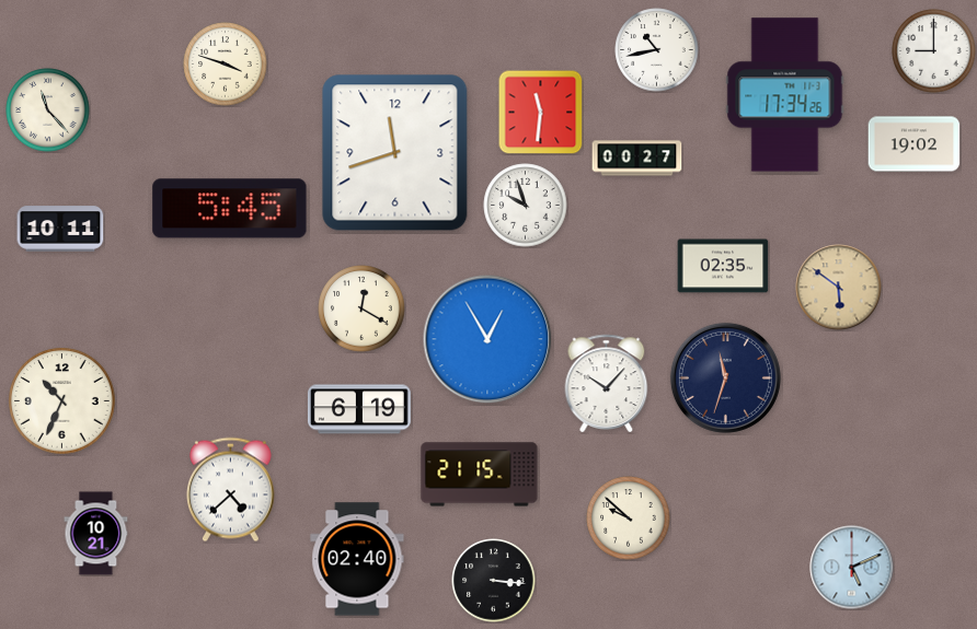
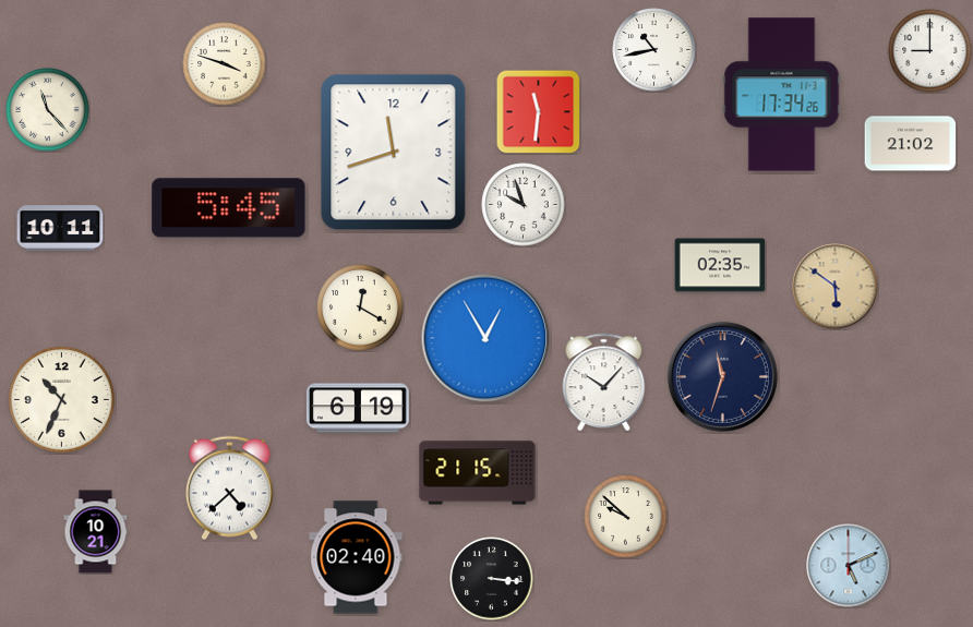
clock at (915, 144): 19:02 -> 21:02
clock at (637, 159): 00:27 -> none
